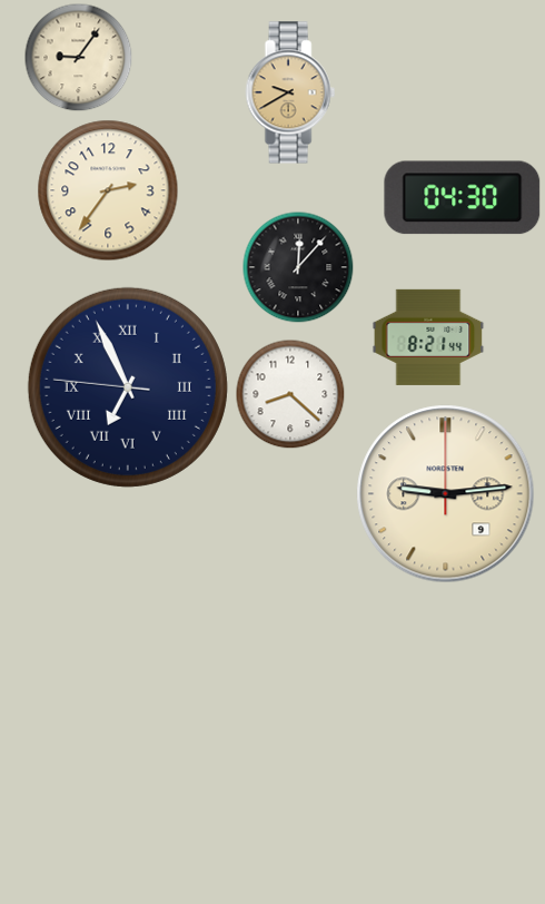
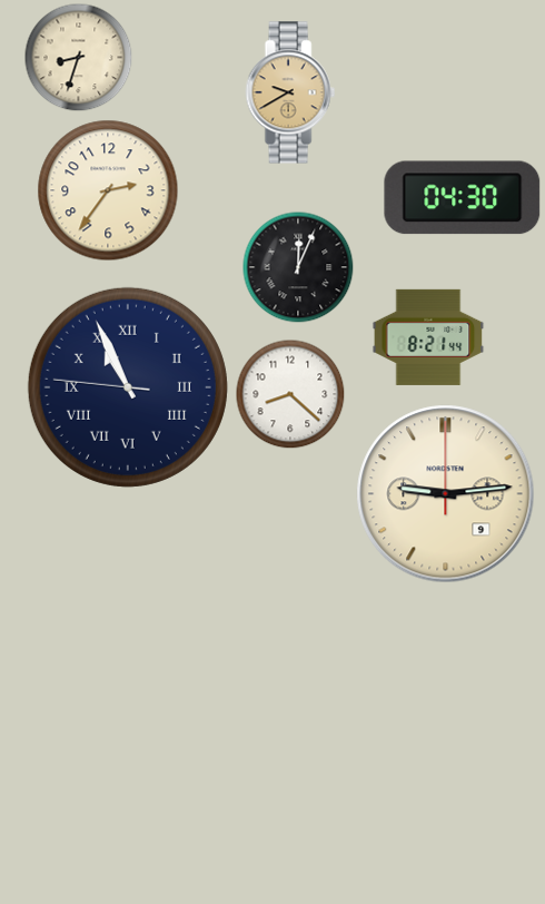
clock at (78, 57): 9:06 -> 8:33
clock at (298, 267): 12:07 -> 12:04
clock at (128, 387): 6:55 -> 10:55
